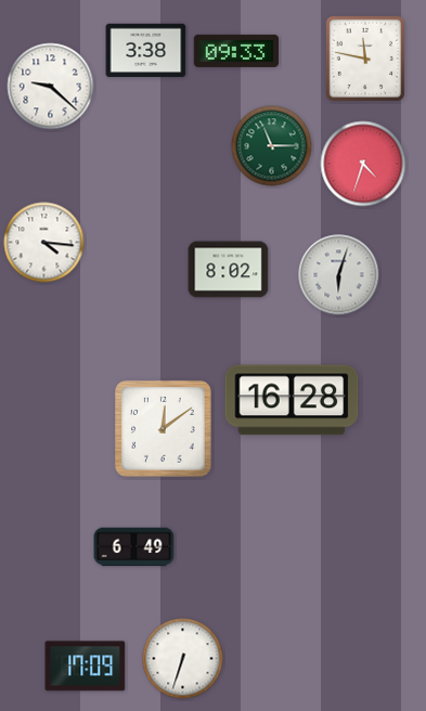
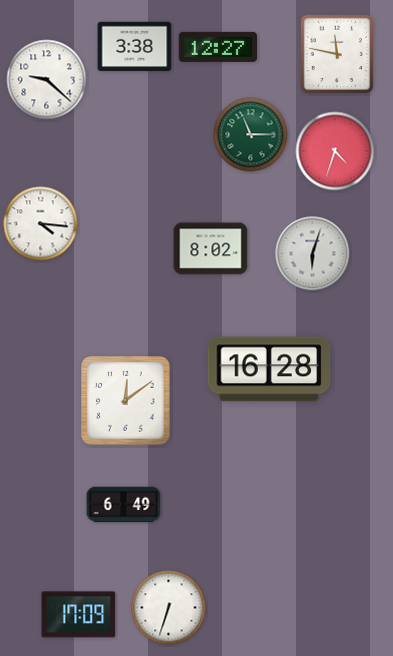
clock at (236, 51): 09:33 -> 12:27
clock at (164, 429) position: (164, 429) -> (126, 401)
